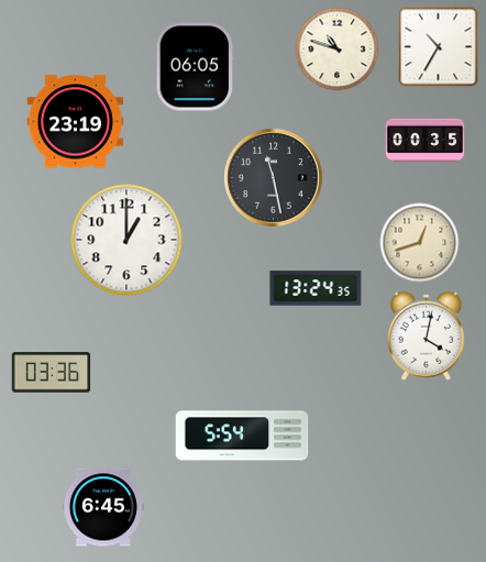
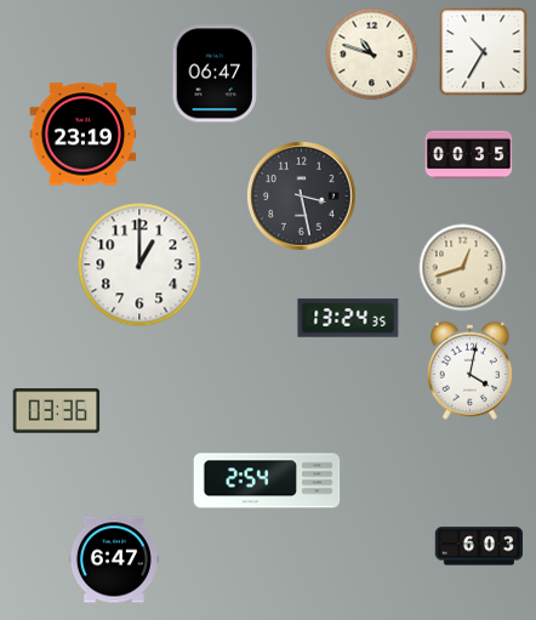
clock at (195, 67): 06:05 -> 06:47
clock at (274, 178): 11:28 -> 3:28
clock at (242, 436): 5:54 -> 2:54
clock at (479, 546): none -> 6:03
clock at (103, 507): 6:45 -> 6:47
